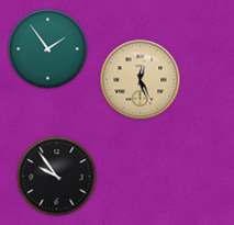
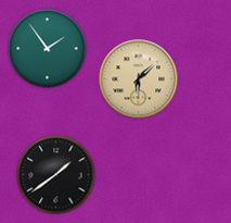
clock at (141, 80): 12:26 -> 6:08
clock at (57, 177): 9:54 -> 1:39
